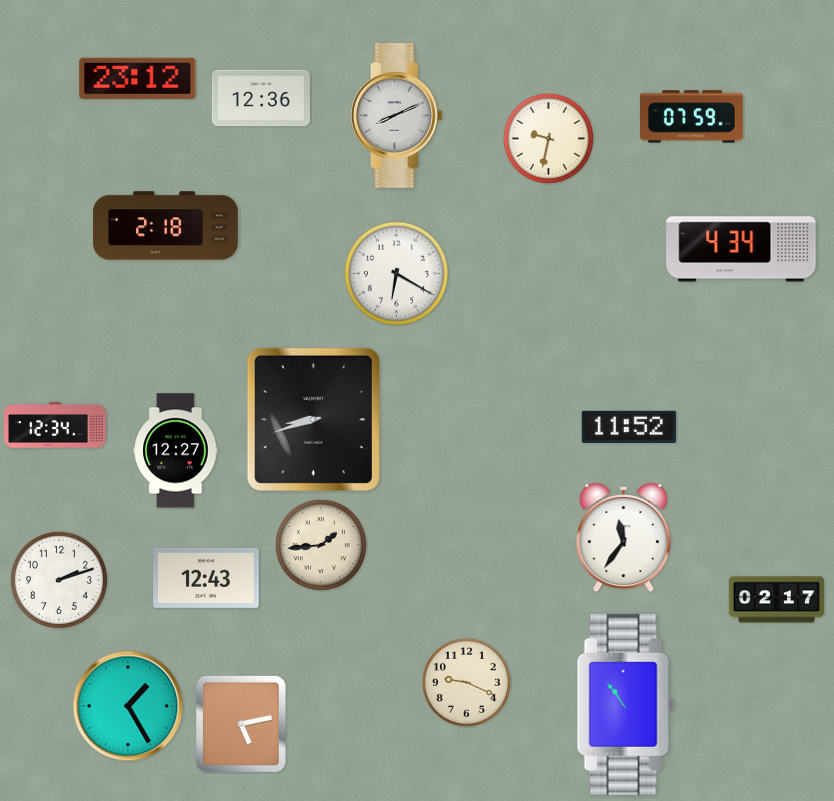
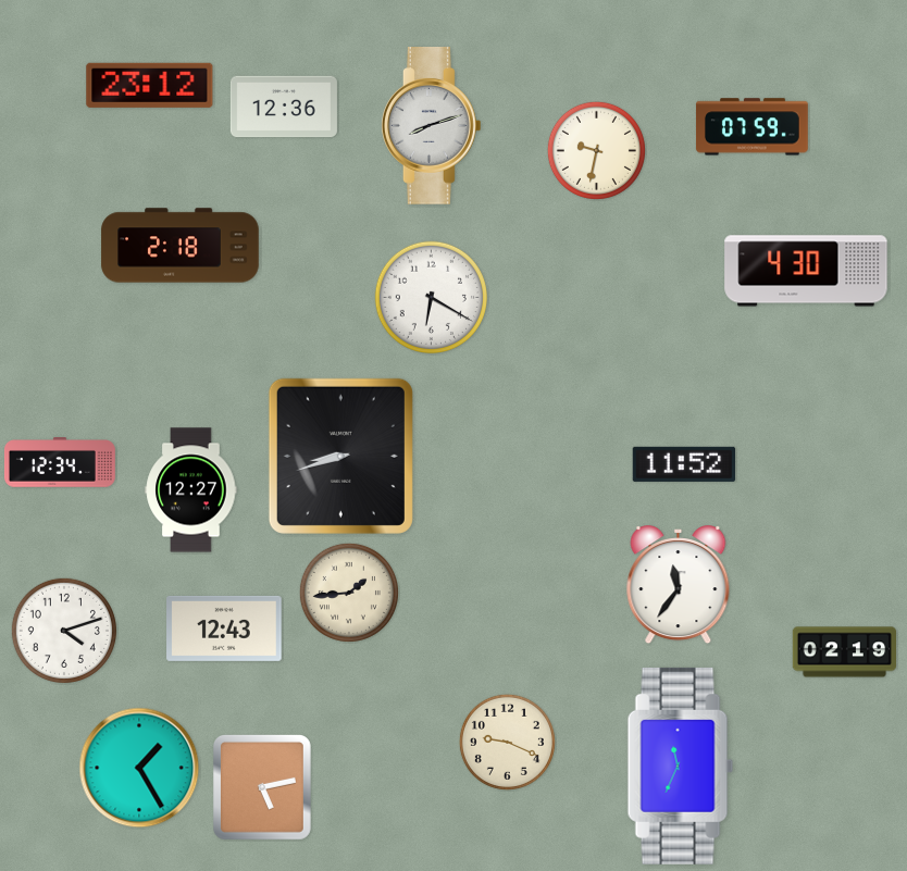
clock at (396, 116): 8:11 -> 8:12
clock at (741, 249): 4:34 -> 4:30
clock at (59, 580): 2:12 -> 4:12
clock at (776, 600): 02:17 -> 02:19
clock at (626, 704): 10:54 -> 11:34
